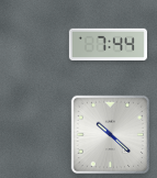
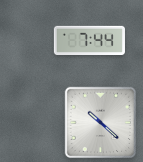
clock at (108, 45) position: (108, 45) -> (89, 41)
